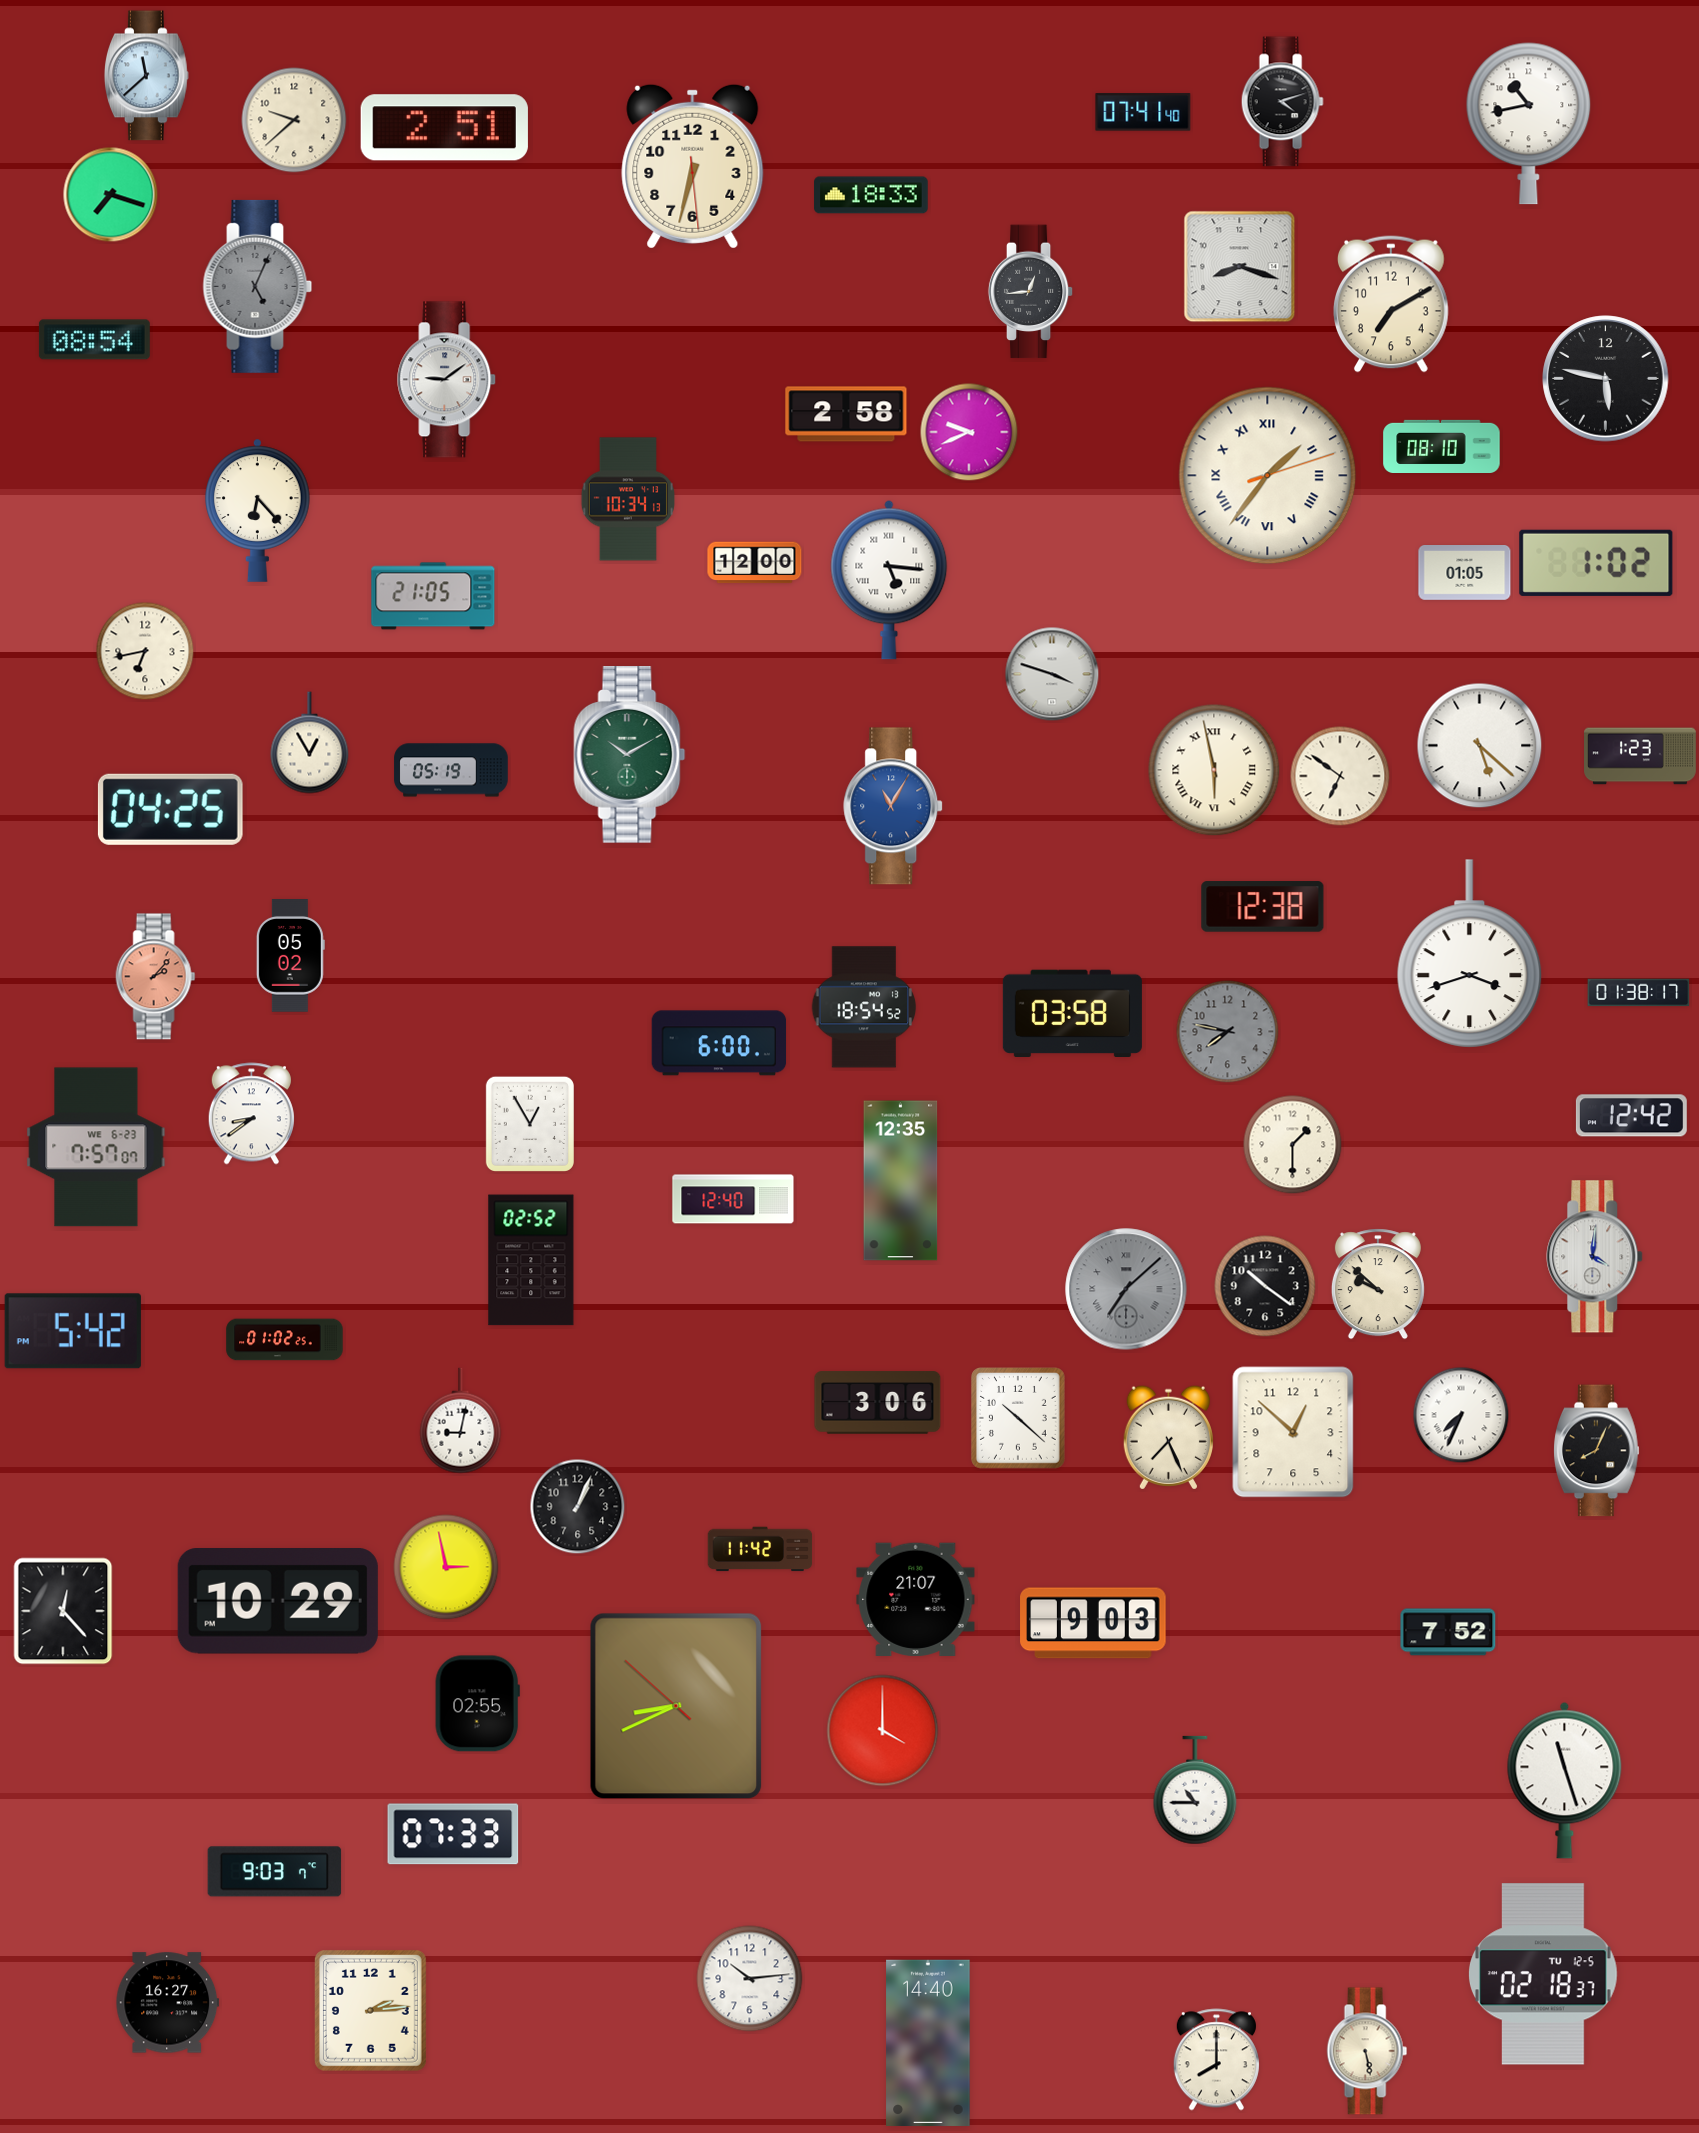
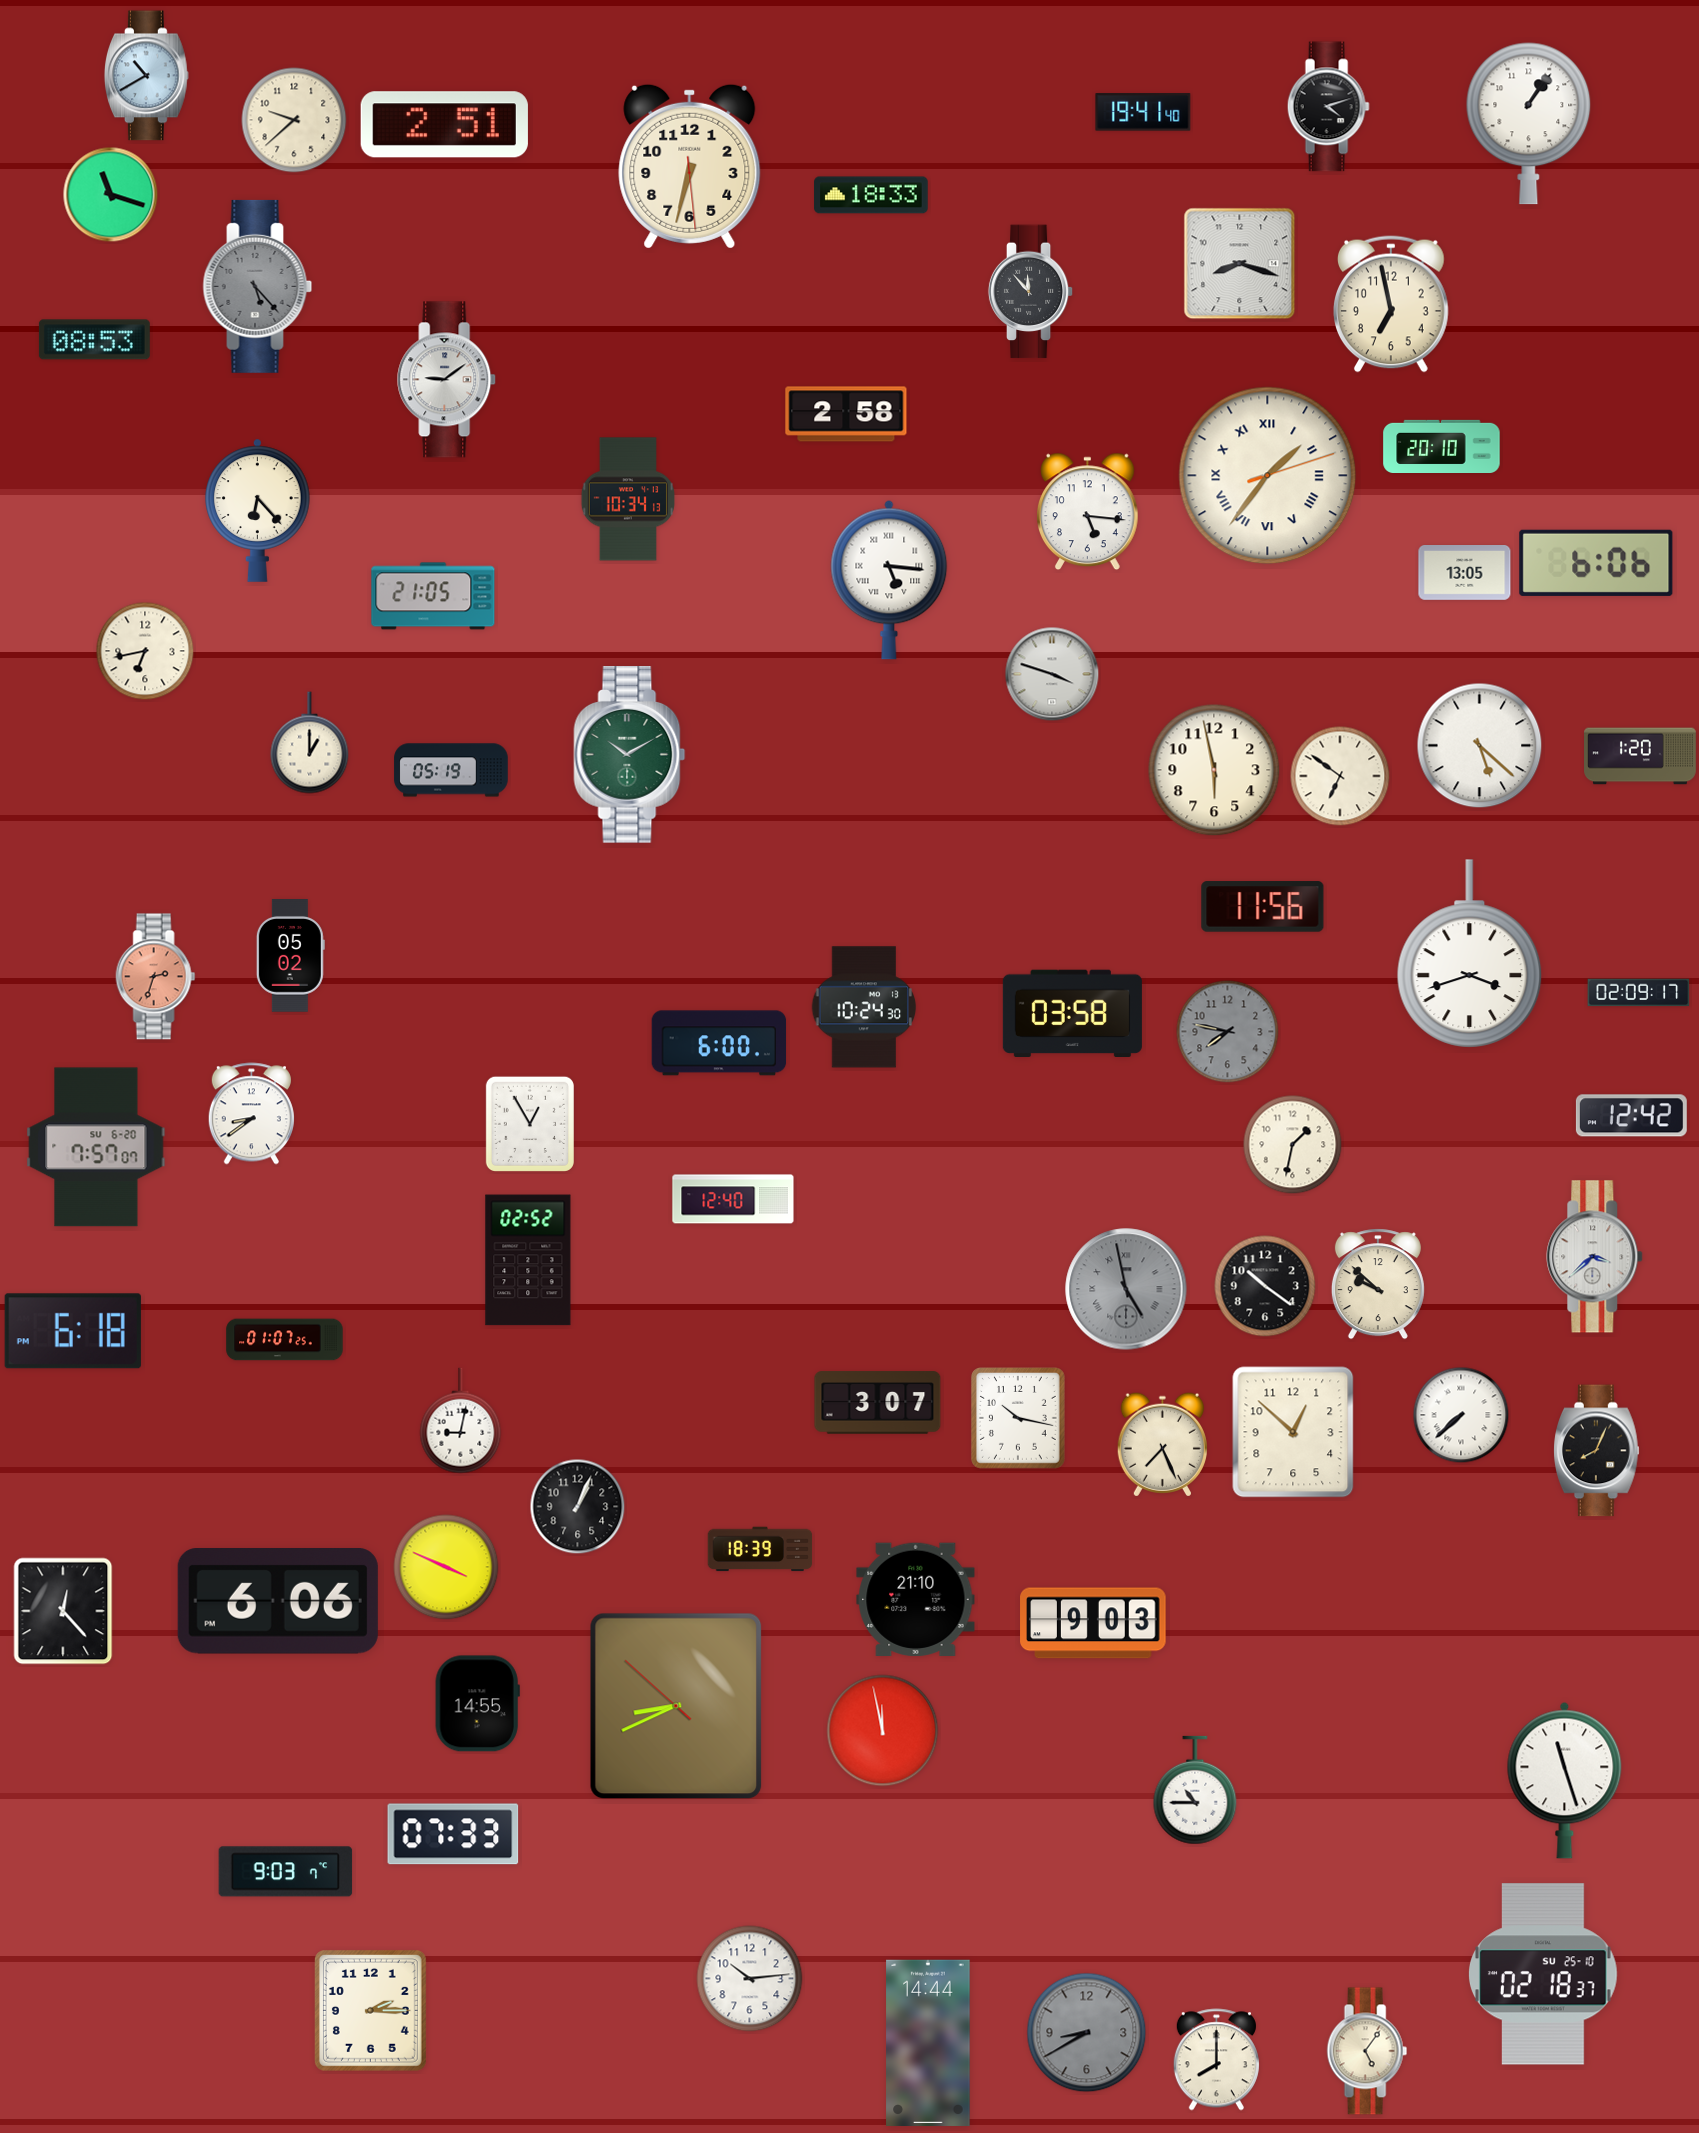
clock at (146, 76): 11:38 -> 10:40
clock at (1282, 102) position: (1282, 102) -> (1328, 107)
clock at (1143, 112): 07:41 -> 19:41
clock at (1529, 124): 10:43 -> 1:06
clock at (444, 128) position: (444, 128) -> (444, 125)
clock at (693, 166) position: (693, 166) -> (690, 166)
clock at (111, 195): 7:18 -> 11:18
clock at (1240, 267) position: (1240, 267) -> (1240, 264)
clock at (258, 286): 5:04 -> 5:23
clock at (1031, 292): 12:44 -> 11:53
clock at (1392, 304): 7:10 -> 6:58
clock at (94, 340): 08:54 -> 08:53
clock at (1606, 379): 5:47 -> none
clock at (969, 432): 9:41 -> none
clock at (1442, 446): 08:10 -> 20:10
clock at (1088, 512): none -> 5:16
clock at (755, 563): 12:00 -> none
clock at (1596, 563): 1:02 -> 6:06
clock at (1465, 573): 01:05 -> 13:05
clock at (310, 743): 12:55 -> 1:00
clock at (1640, 756): 1:23 -> 1:20
clock at (1214, 770) numerals: Roman -> Arabic
clock at (894, 806): 11:05 -> none
clock at (170, 809): 04:25 -> none
clock at (1263, 907): 12:38 -> 11:56
clock at (156, 977): 2:07 -> 2:33
clock at (1639, 993): 01:38 -> 02:09
clock at (864, 1007): 18:54 -> 10:24
clock at (1293, 1145): 1:30 -> 1:32
clock at (96, 1147) date: WE 6-23 -> SU 6-20
clock at (901, 1181): 12:35 -> none
clock at (1595, 1257): 4:01 -> 3:38
clock at (531, 1260) position: (531, 1260) -> (528, 1260)
clock at (1126, 1289): 7:08 -> 4:58
clock at (73, 1331): 5:42 -> 6:18
clock at (285, 1340): 01:02 -> 01:07
clock at (878, 1403): 3:06 -> 3:07
clock at (1461, 1415): 7:34 -> 7:38
clock at (1018, 1419): 10:22 -> 10:17
clock at (1168, 1438) position: (1168, 1438) -> (1162, 1445)
clock at (760, 1549): 11:42 -> 18:39
clock at (446, 1567): 2:58 -> 3:49
clock at (916, 1599): 21:07 -> 21:10
clock at (278, 1602): 10:29 -> 6:06
clock at (1448, 1632): 7:52 -> none
clock at (477, 1704): 02:55 -> 14:55
clock at (883, 1731): 4:00 -> 11:58
clock at (275, 1872) position: (275, 1872) -> (286, 1872)
clock at (1544, 1974) date: TU 12-5 -> SU 25-10
clock at (168, 2003): 16:27 -> none
clock at (370, 2010): 2:14 -> 2:15
clock at (1087, 2033): none -> 8:40
clock at (928, 2042): 14:40 -> 14:44
clock at (1367, 2051): 5:28 -> 5:06
